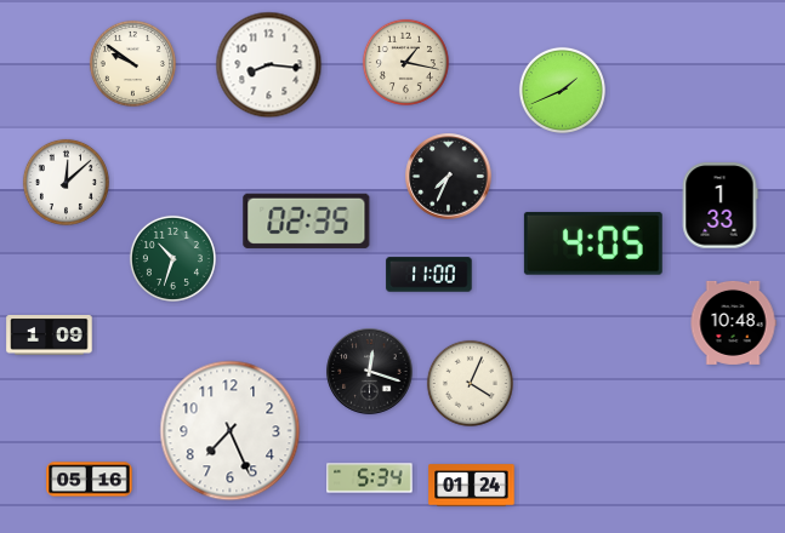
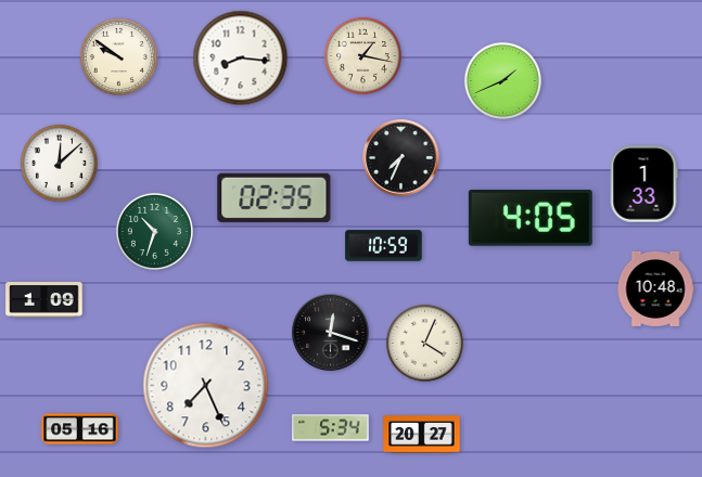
clock at (430, 275): 11:00 -> 10:59
clock at (470, 383) position: (470, 383) -> (424, 343)
clock at (472, 486): 01:24 -> 20:27
